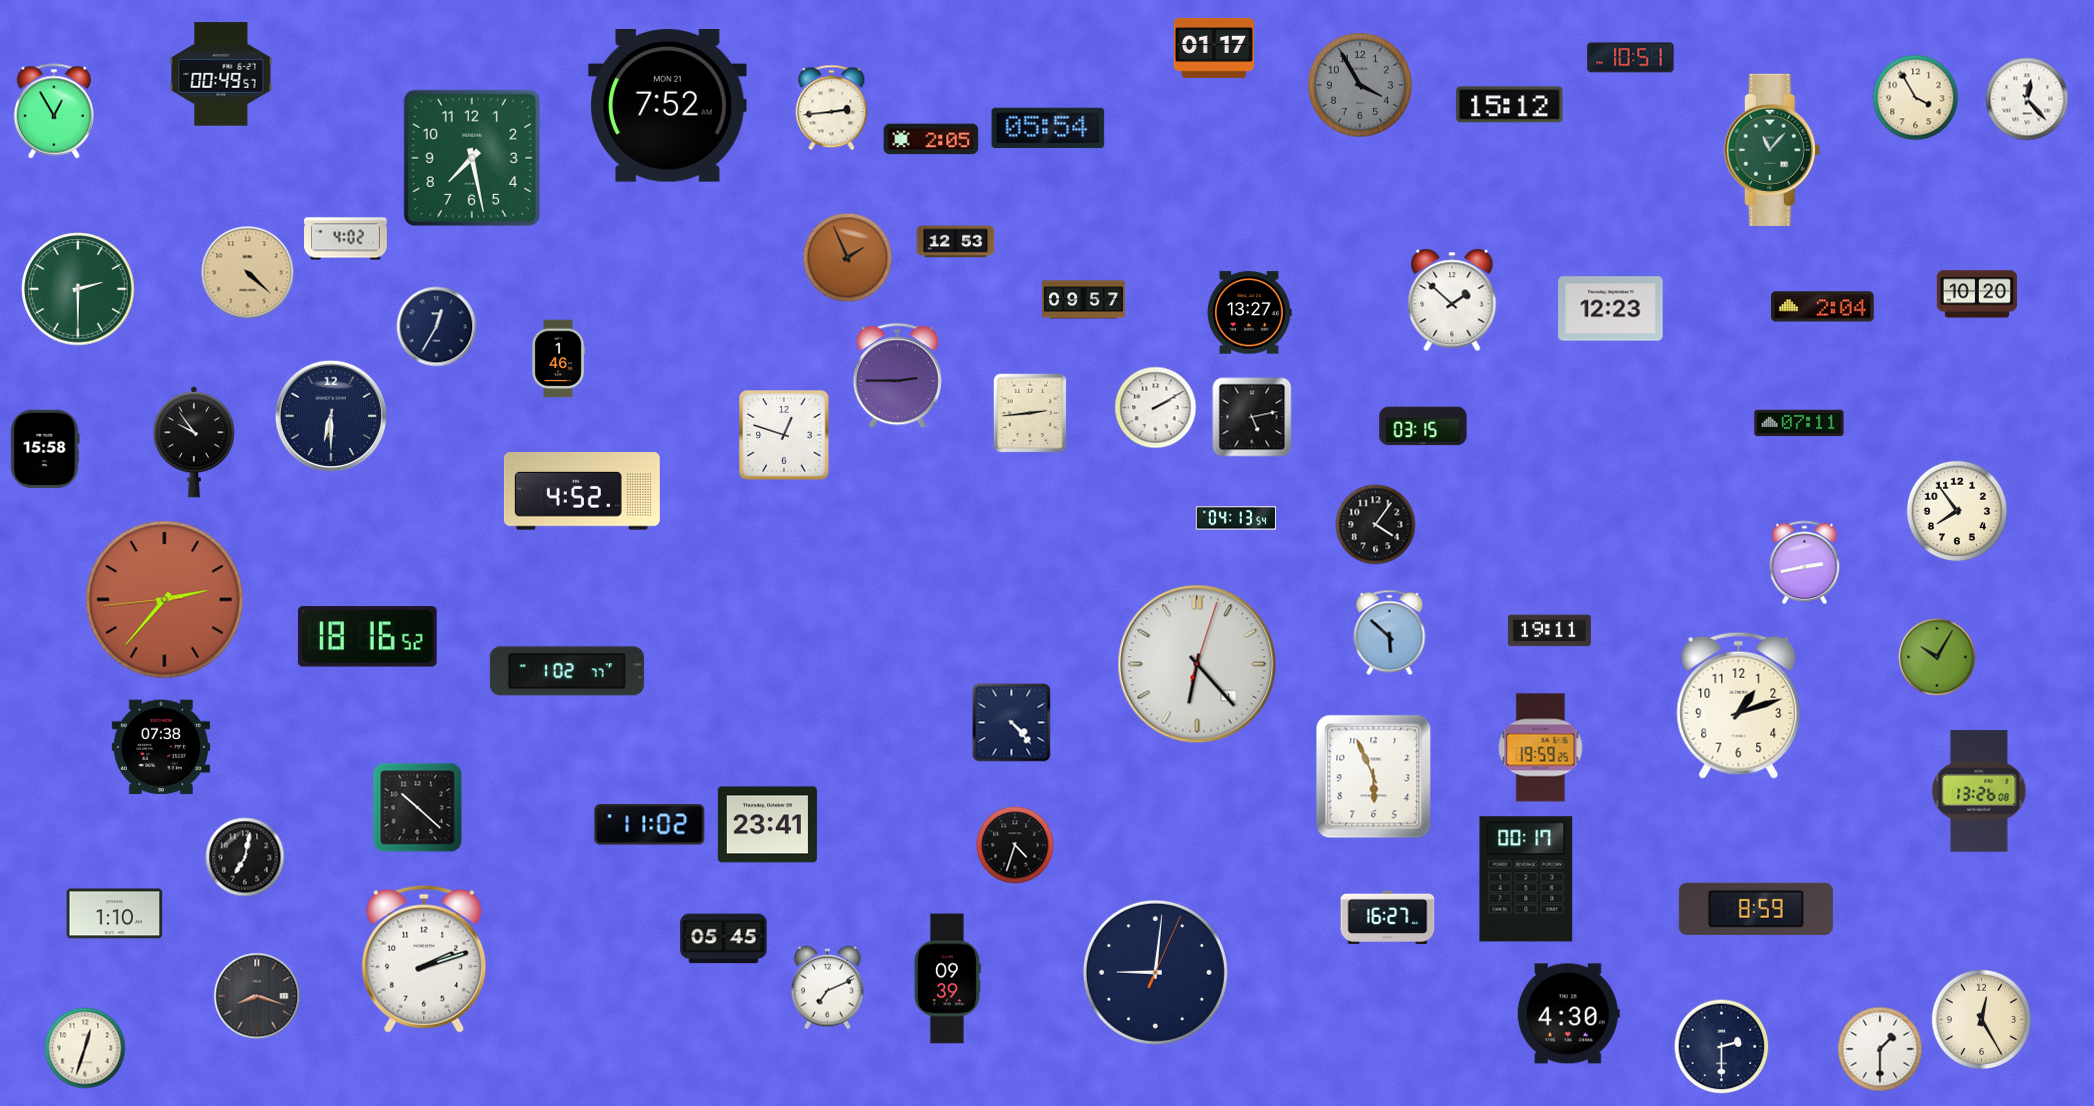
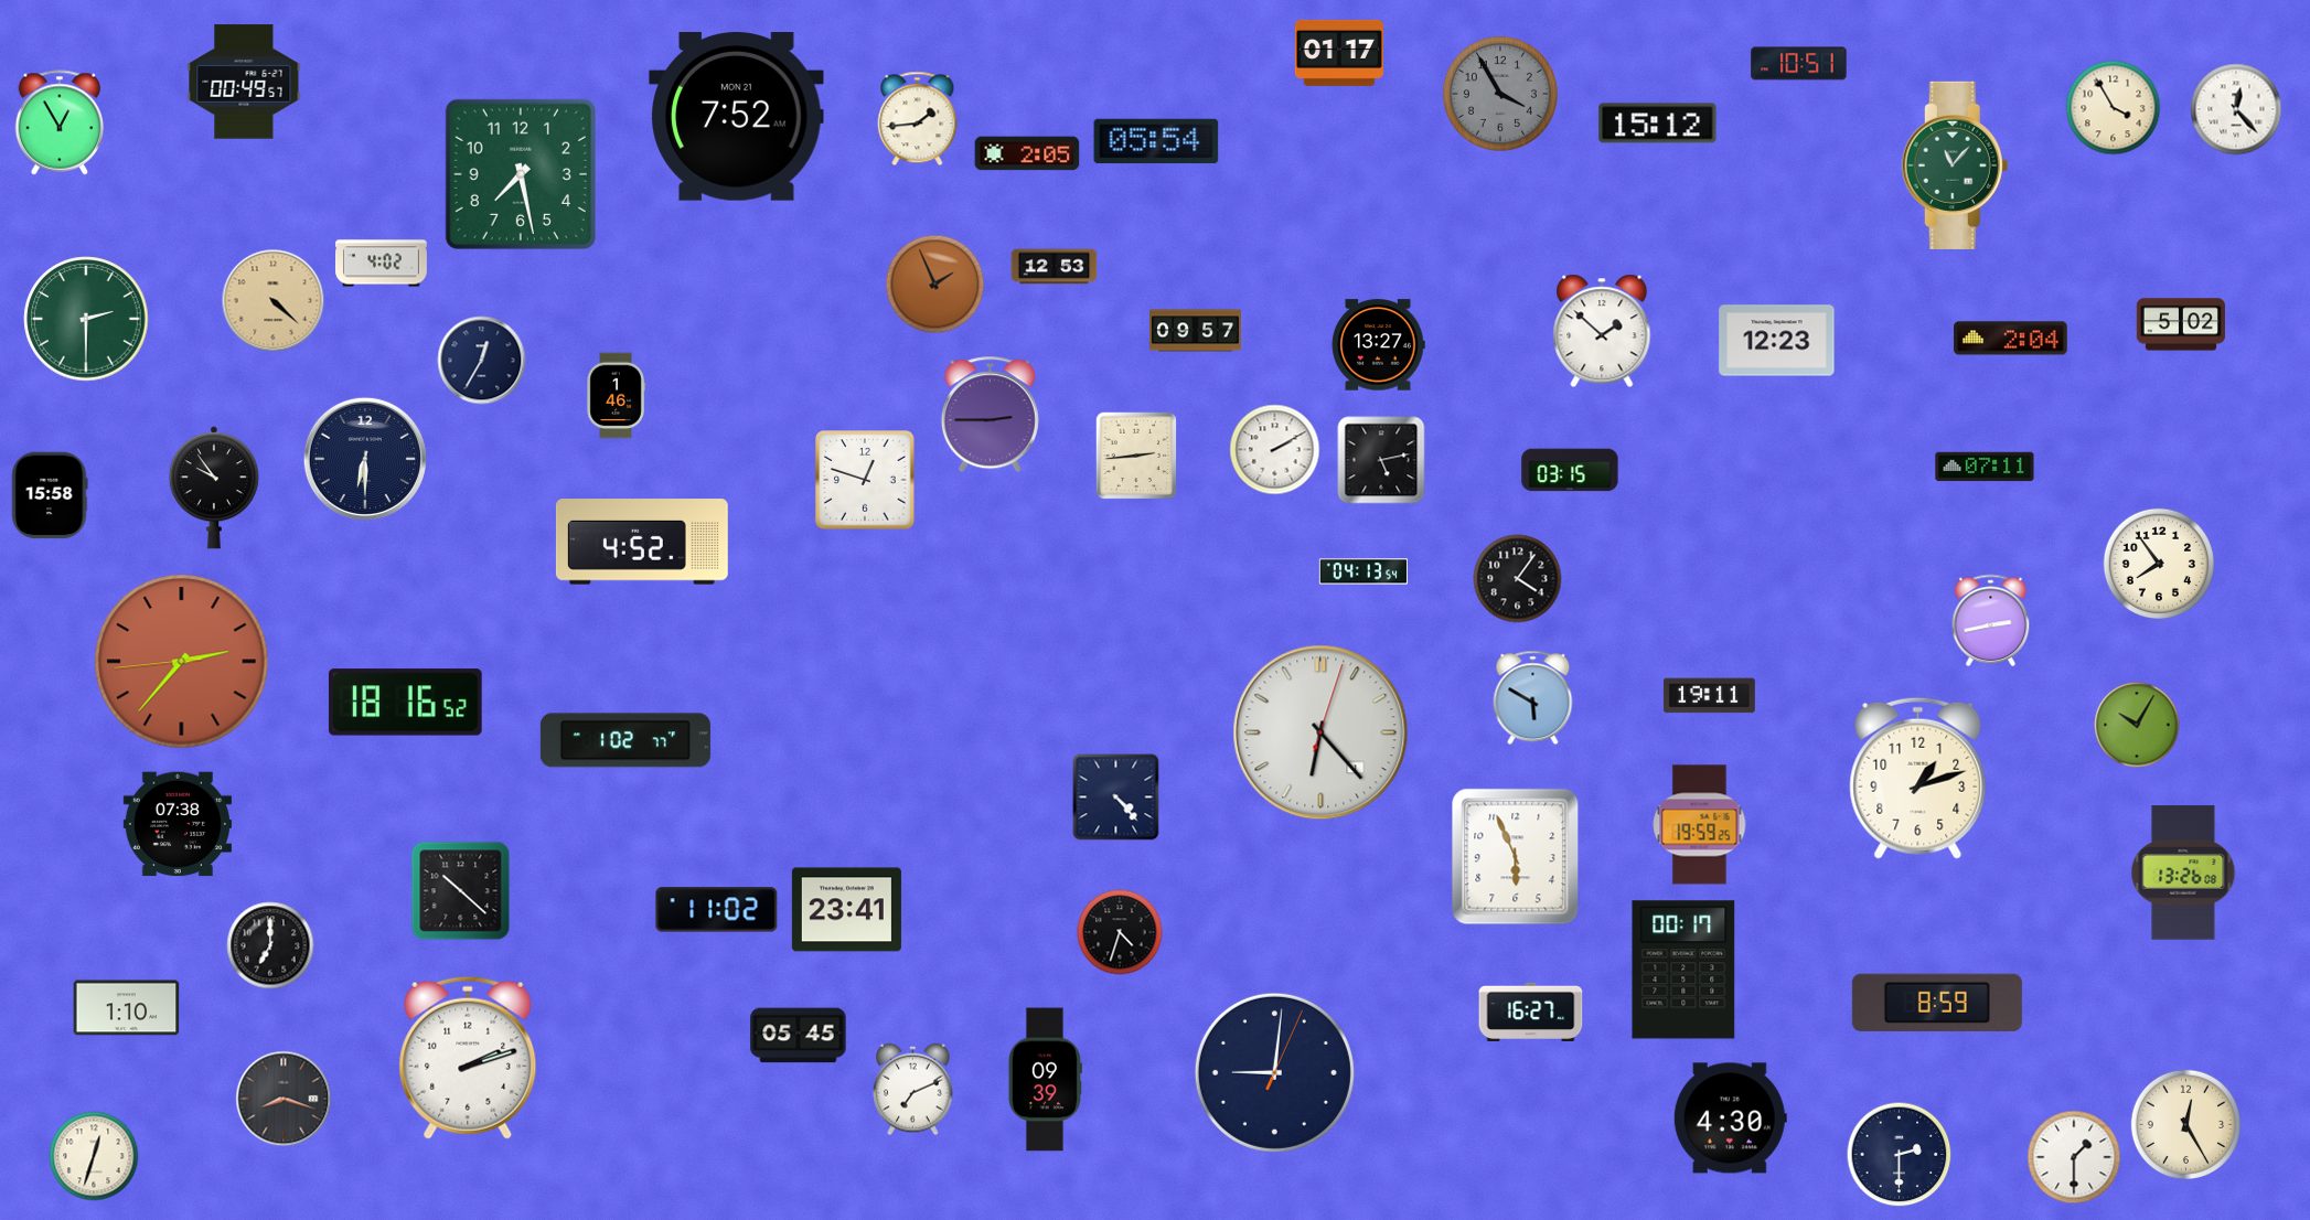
clock at (1510, 105) position: (1510, 105) -> (1658, 124)
clock at (832, 108): 2:44 -> 1:44
clock at (1976, 294): 10:20 -> 5:02
clock at (1390, 633): 5:52 -> 5:50
clock at (245, 857): 7:02 -> 7:00
